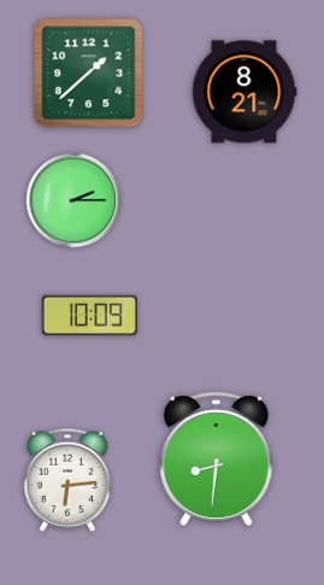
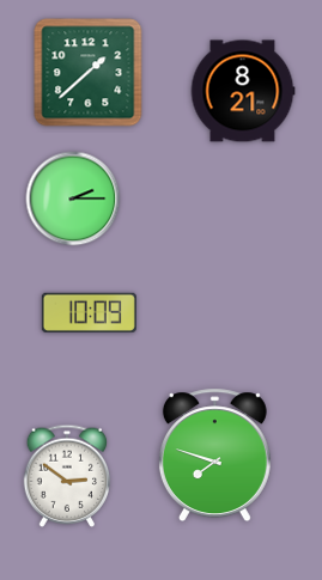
clock at (216, 460): 8:31 -> 7:48
clock at (67, 480): 6:14 -> 2:51
